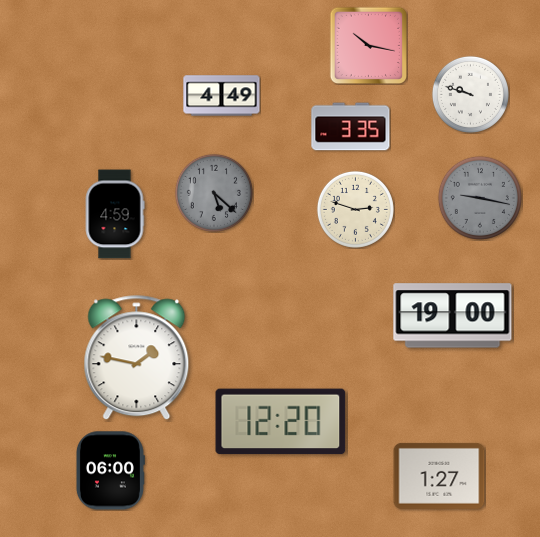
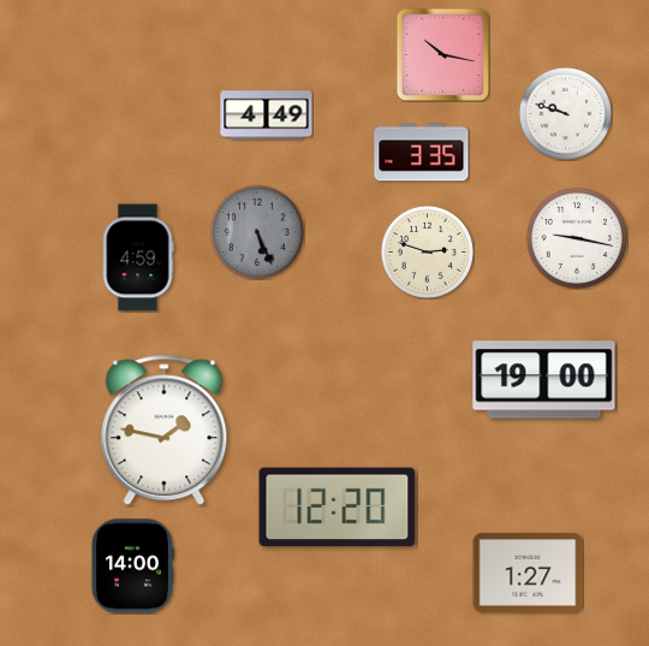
clock at (214, 193): 5:22 -> 5:26
clock at (480, 198) dial: grey -> white
clock at (110, 471): 06:00 -> 14:00
